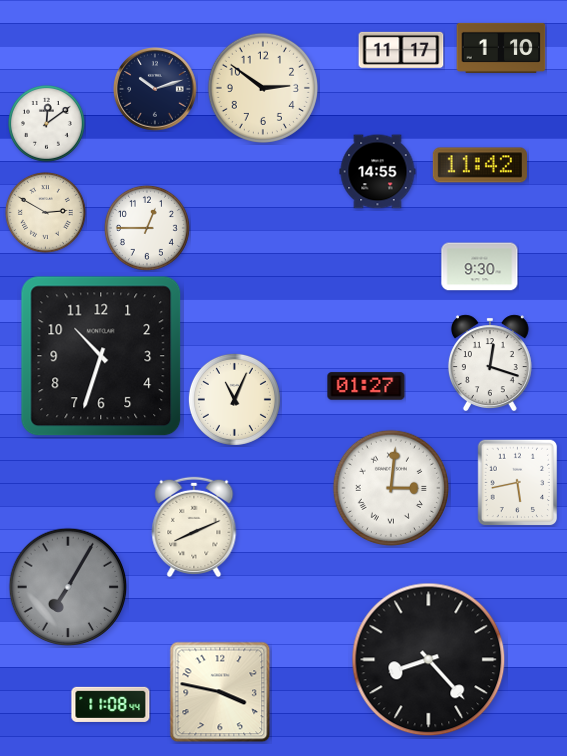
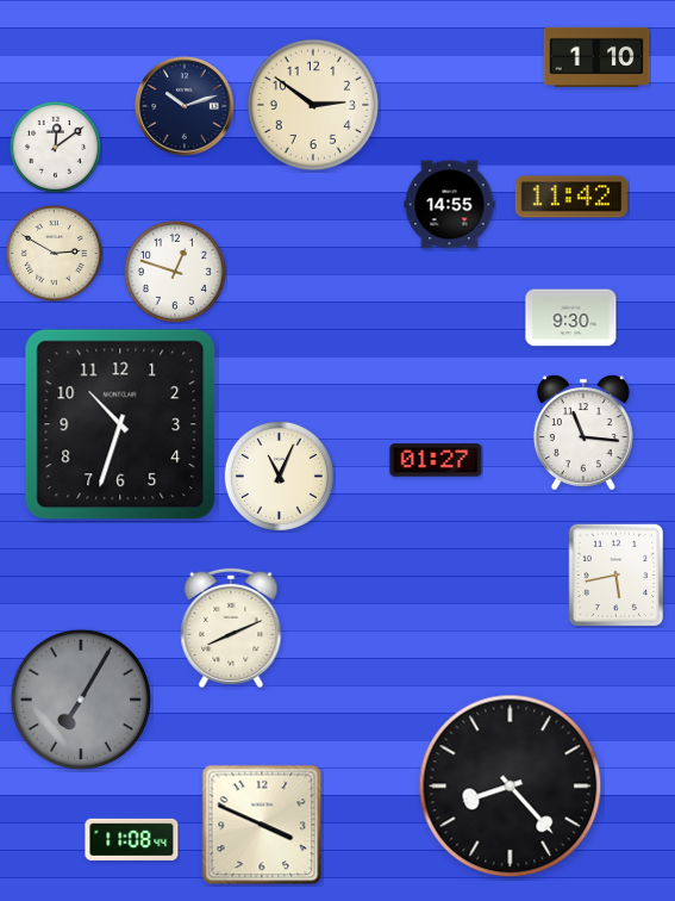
clock at (401, 49): 11:17 -> none
clock at (147, 228): 12:45 -> 12:48
clock at (490, 362): 12:18 -> 11:16
clock at (390, 487): 3:01 -> none
clock at (220, 692): 3:47 -> 3:49
